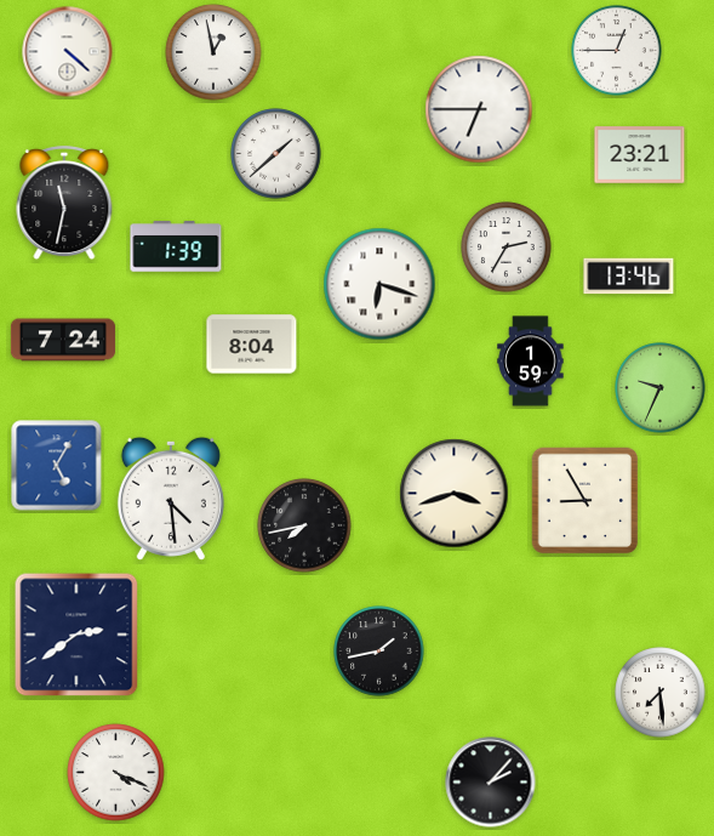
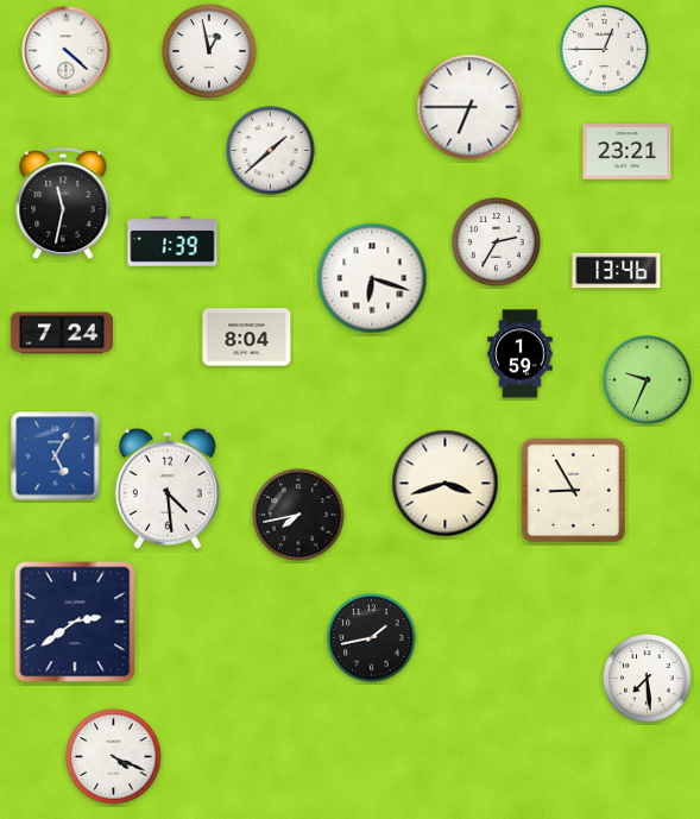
clock at (64, 204) position: (64, 204) -> (63, 204)
clock at (491, 783): 2:07 -> none
